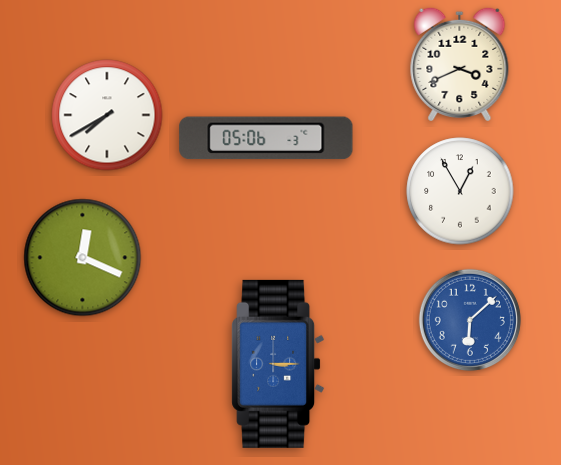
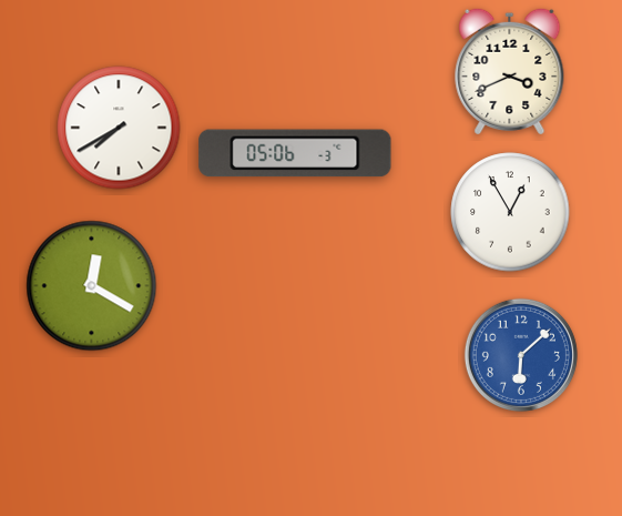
clock at (83, 258): 12:19 -> 12:20
clock at (278, 364): 3:15 -> none
